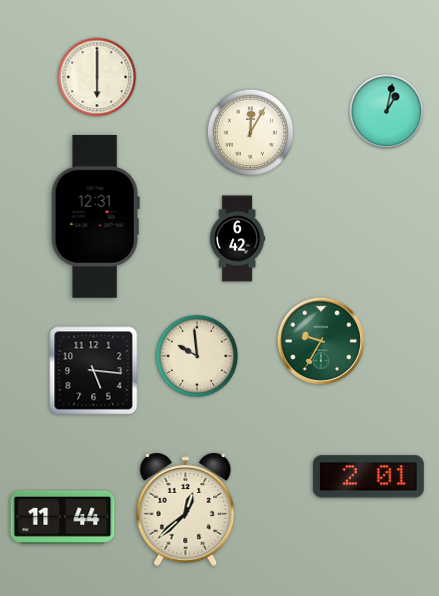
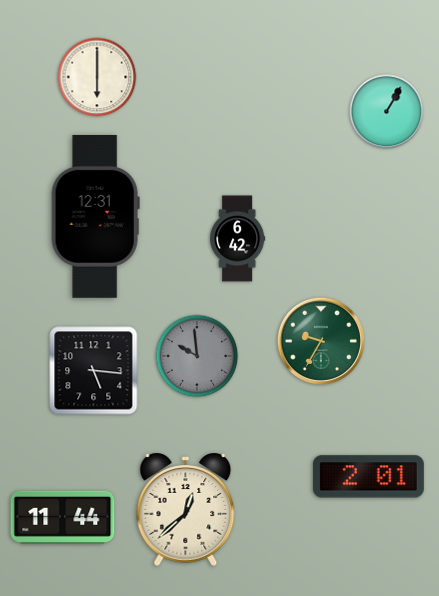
clock at (387, 112): 1:02 -> 1:05
clock at (250, 132): 12:05 -> none
clock at (197, 356) dial: cream -> grey
